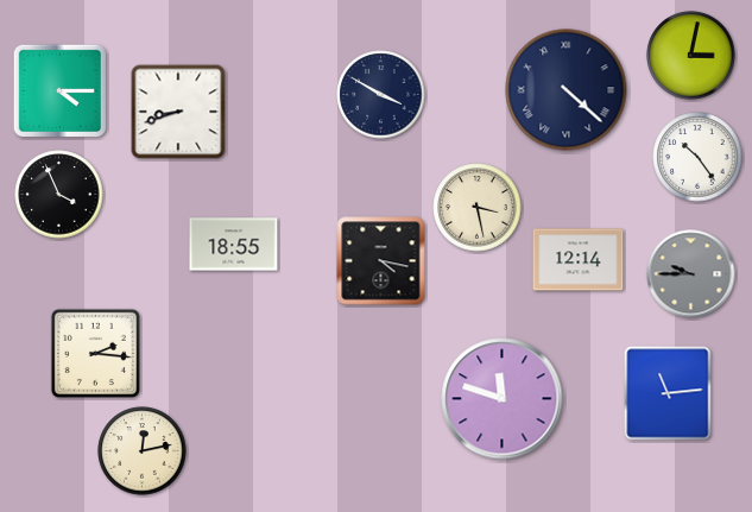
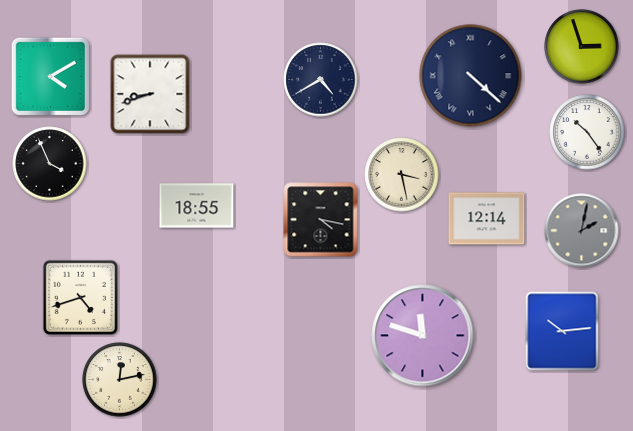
clock at (691, 56): 3:02 -> 2:57
clock at (59, 90): 4:15 -> 4:10
clock at (567, 90) position: (567, 90) -> (471, 76)
clock at (381, 95): 3:50 -> 4:40
clock at (691, 274): 9:45 -> 2:02
clock at (95, 353): 2:16 -> 4:42
clock at (668, 393): 11:14 -> 10:14
